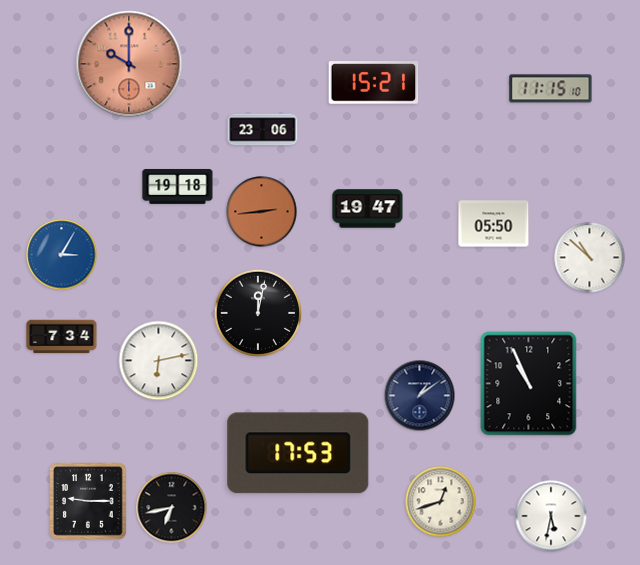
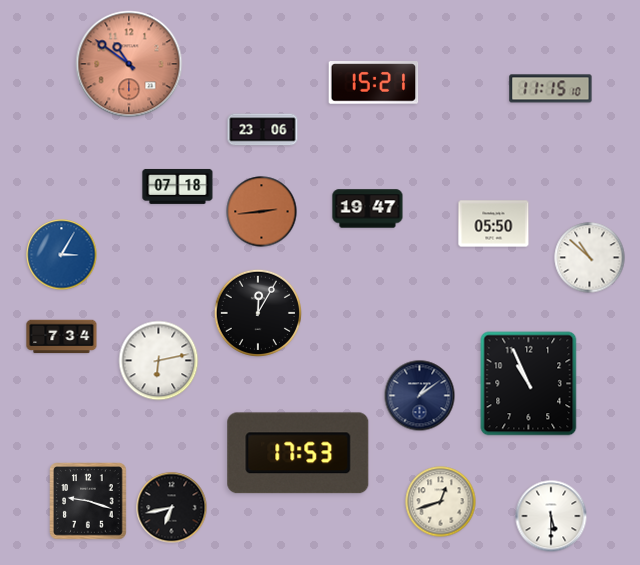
clock at (129, 64): 10:00 -> 10:51
clock at (178, 186): 19:18 -> 07:18
clock at (257, 312): 12:02 -> 12:05
clock at (88, 501): 9:15 -> 9:18
clock at (551, 516): 5:32 -> 5:30
